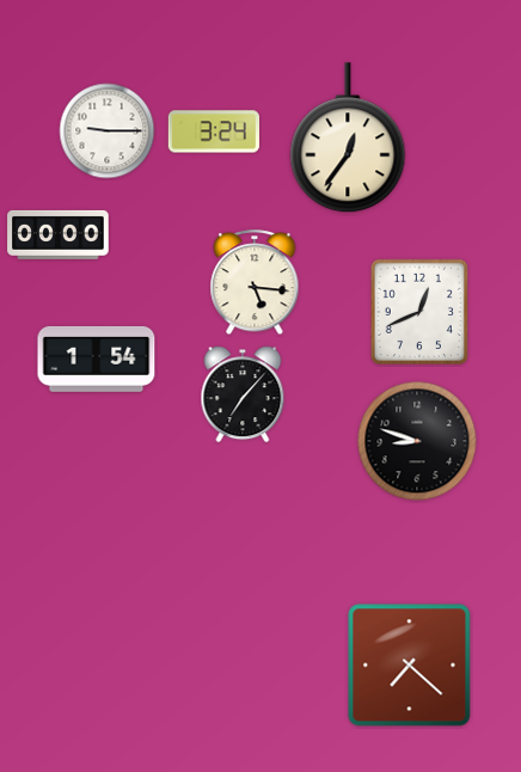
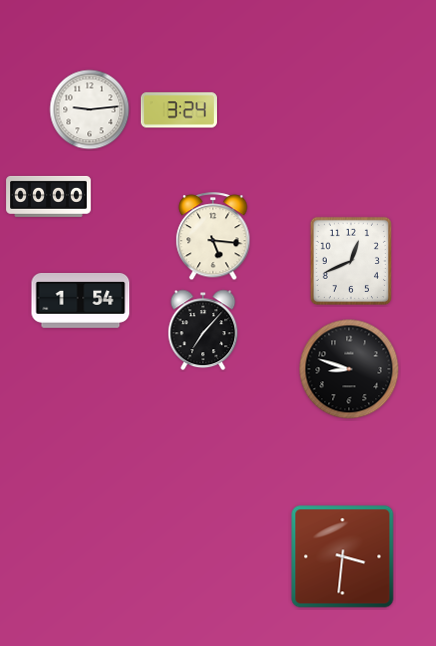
clock at (108, 131): 9:15 -> 9:14
clock at (348, 139): 12:36 -> none
clock at (410, 666): 7:22 -> 3:31
